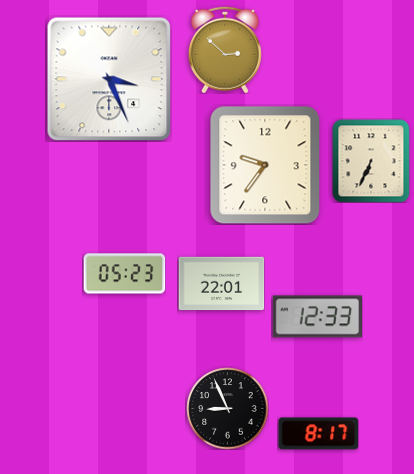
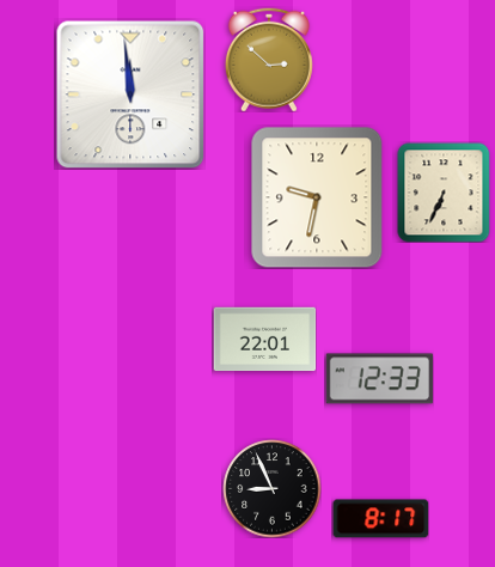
clock at (109, 79): 3:26 -> 11:59
clock at (265, 165): 9:36 -> 9:32
clock at (124, 274): 05:23 -> none
